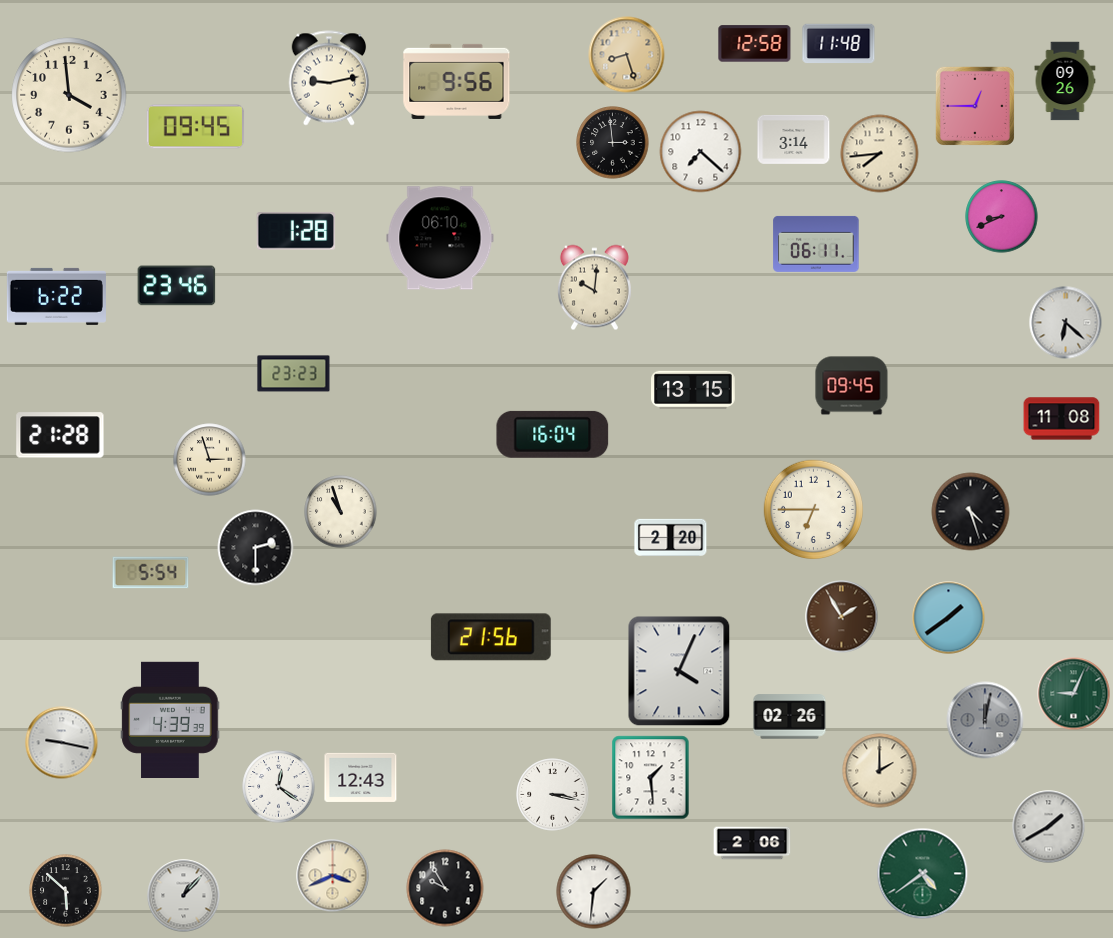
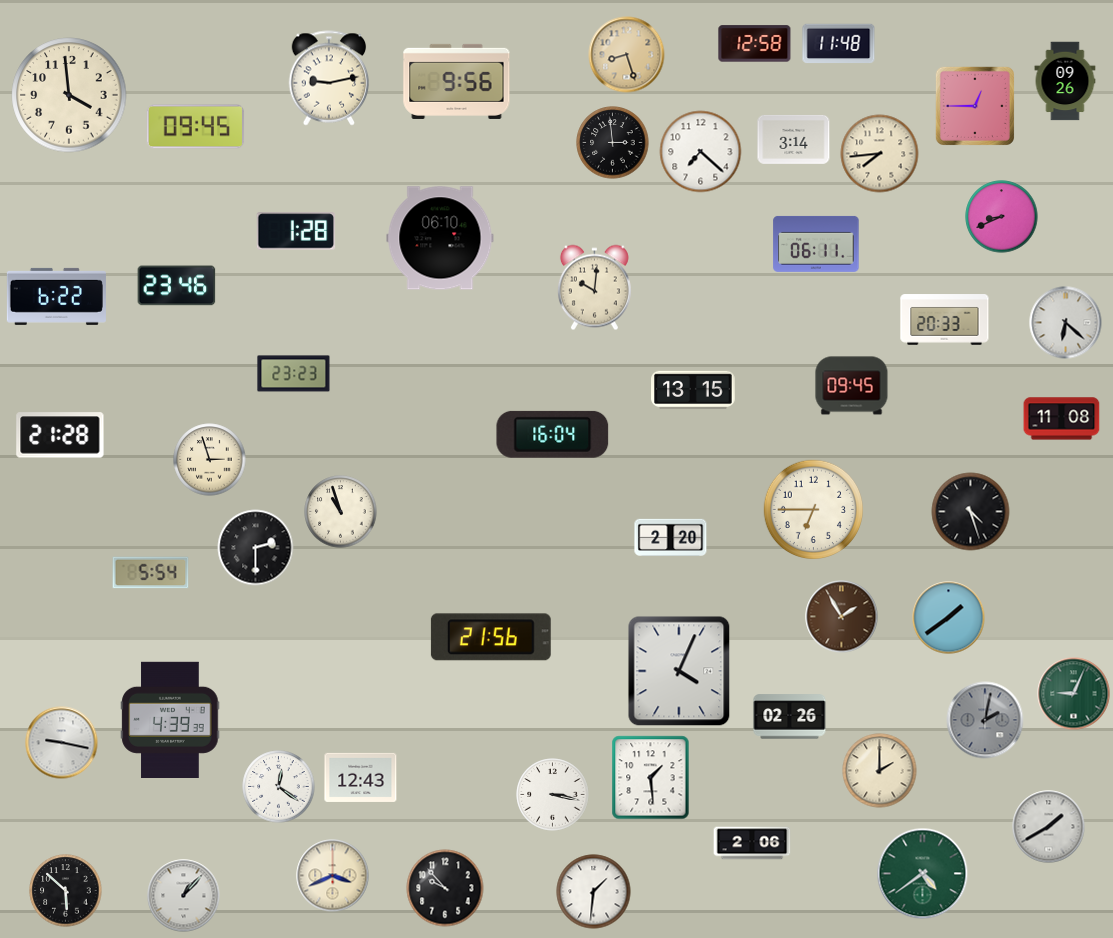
clock at (945, 320): none -> 20:33
clock at (985, 720): 12:02 -> 2:02
clock at (445, 888): 9:55 -> 9:53
